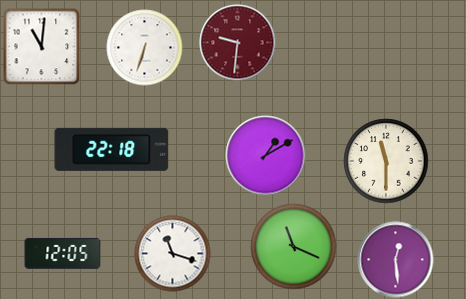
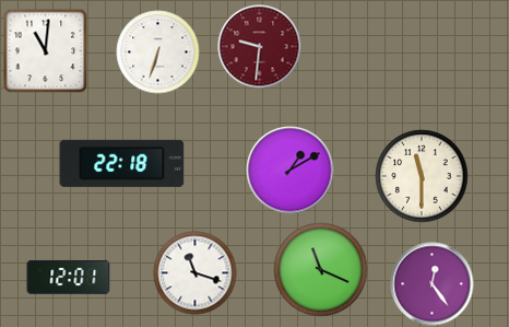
clock at (63, 253): 12:05 -> 12:01
clock at (173, 254) position: (173, 254) -> (196, 273)
clock at (396, 260): 12:29 -> 12:24
